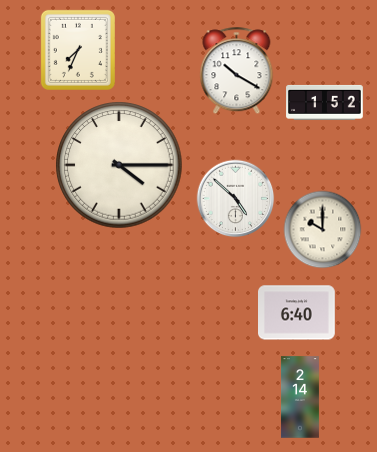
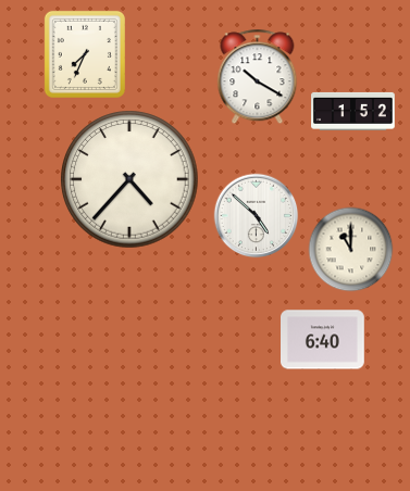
clock at (119, 165): 4:15 -> 4:37
clock at (322, 229): 10:00 -> 11:00
clock at (300, 397): 2:14 -> none
